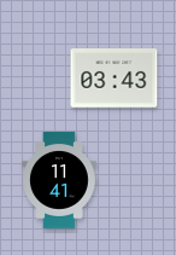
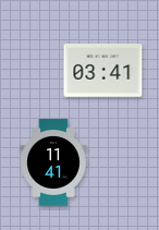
clock at (115, 79): 03:43 -> 03:41
